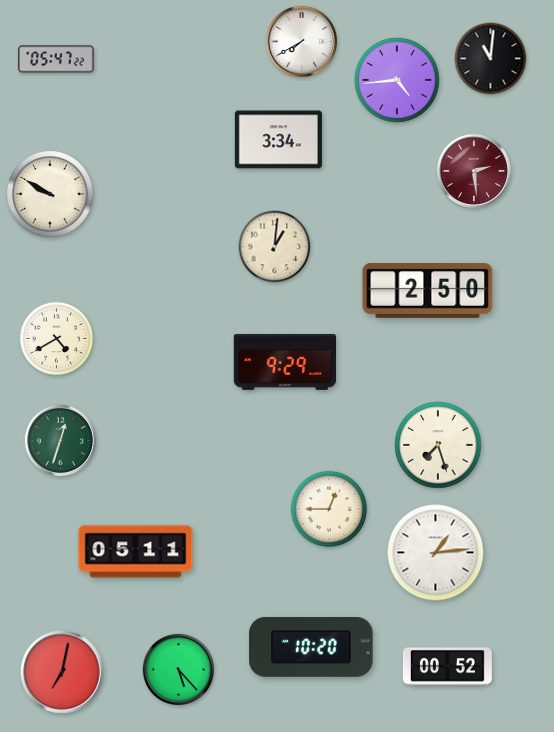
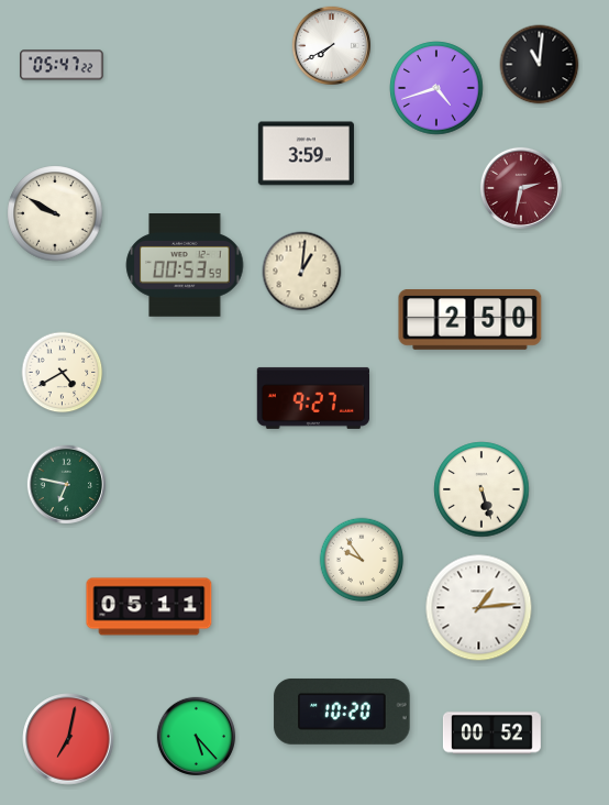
clock at (397, 80): 4:44 -> 4:42
clock at (278, 140): 3:34 -> 3:59
clock at (474, 171): 2:29 -> 2:32
clock at (185, 266): none -> 00:53
clock at (284, 362): 9:29 -> 9:27
clock at (60, 440): 12:33 -> 6:47
clock at (438, 445): 7:27 -> 5:27
clock at (329, 509): 12:45 -> 9:54
